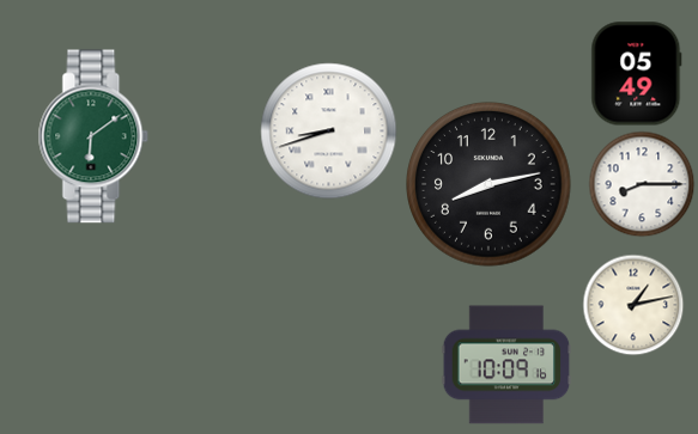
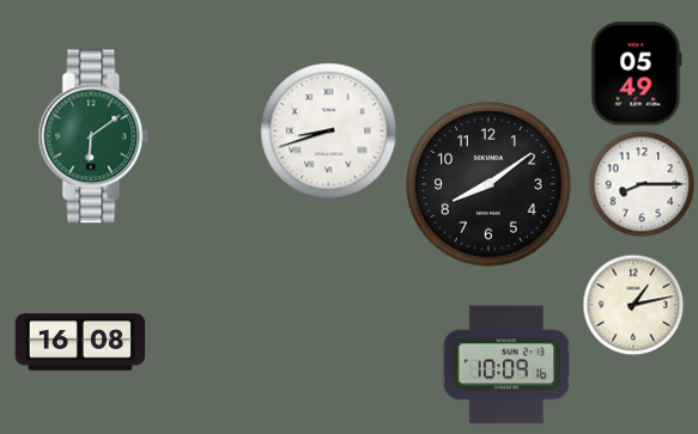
clock at (488, 184): 8:13 -> 8:09
clock at (80, 342): none -> 16:08
